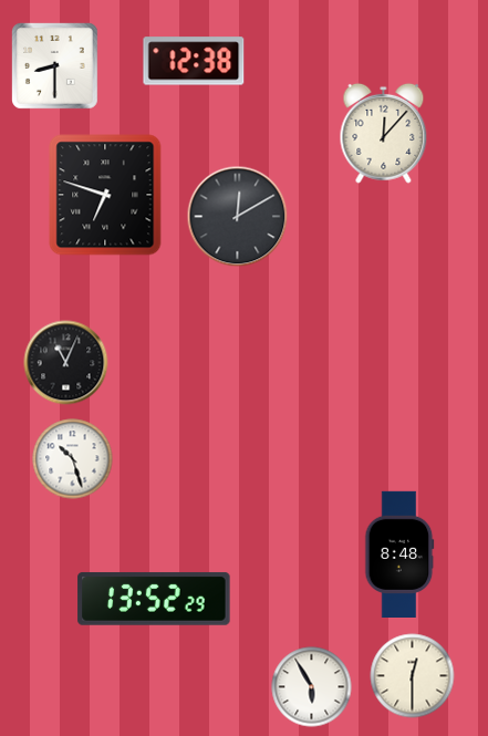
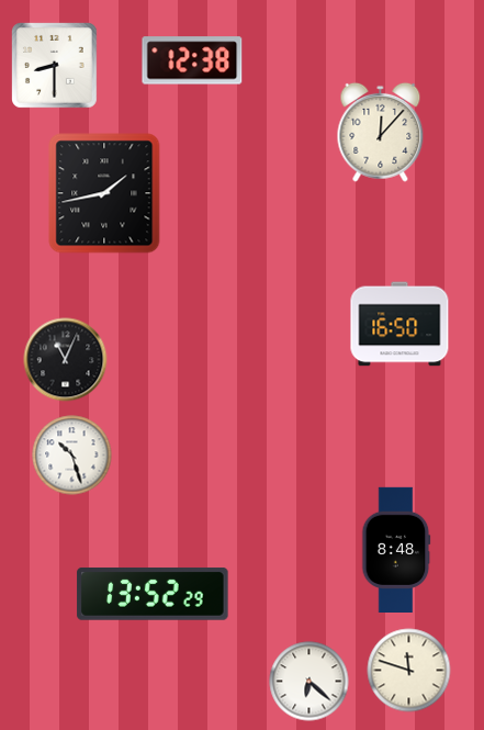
clock at (105, 195): 6:48 -> 1:43
clock at (238, 217): 12:10 -> none
clock at (399, 324): none -> 16:50
clock at (413, 676): 12:30 -> 11:48
clock at (312, 687): 5:55 -> 6:22
